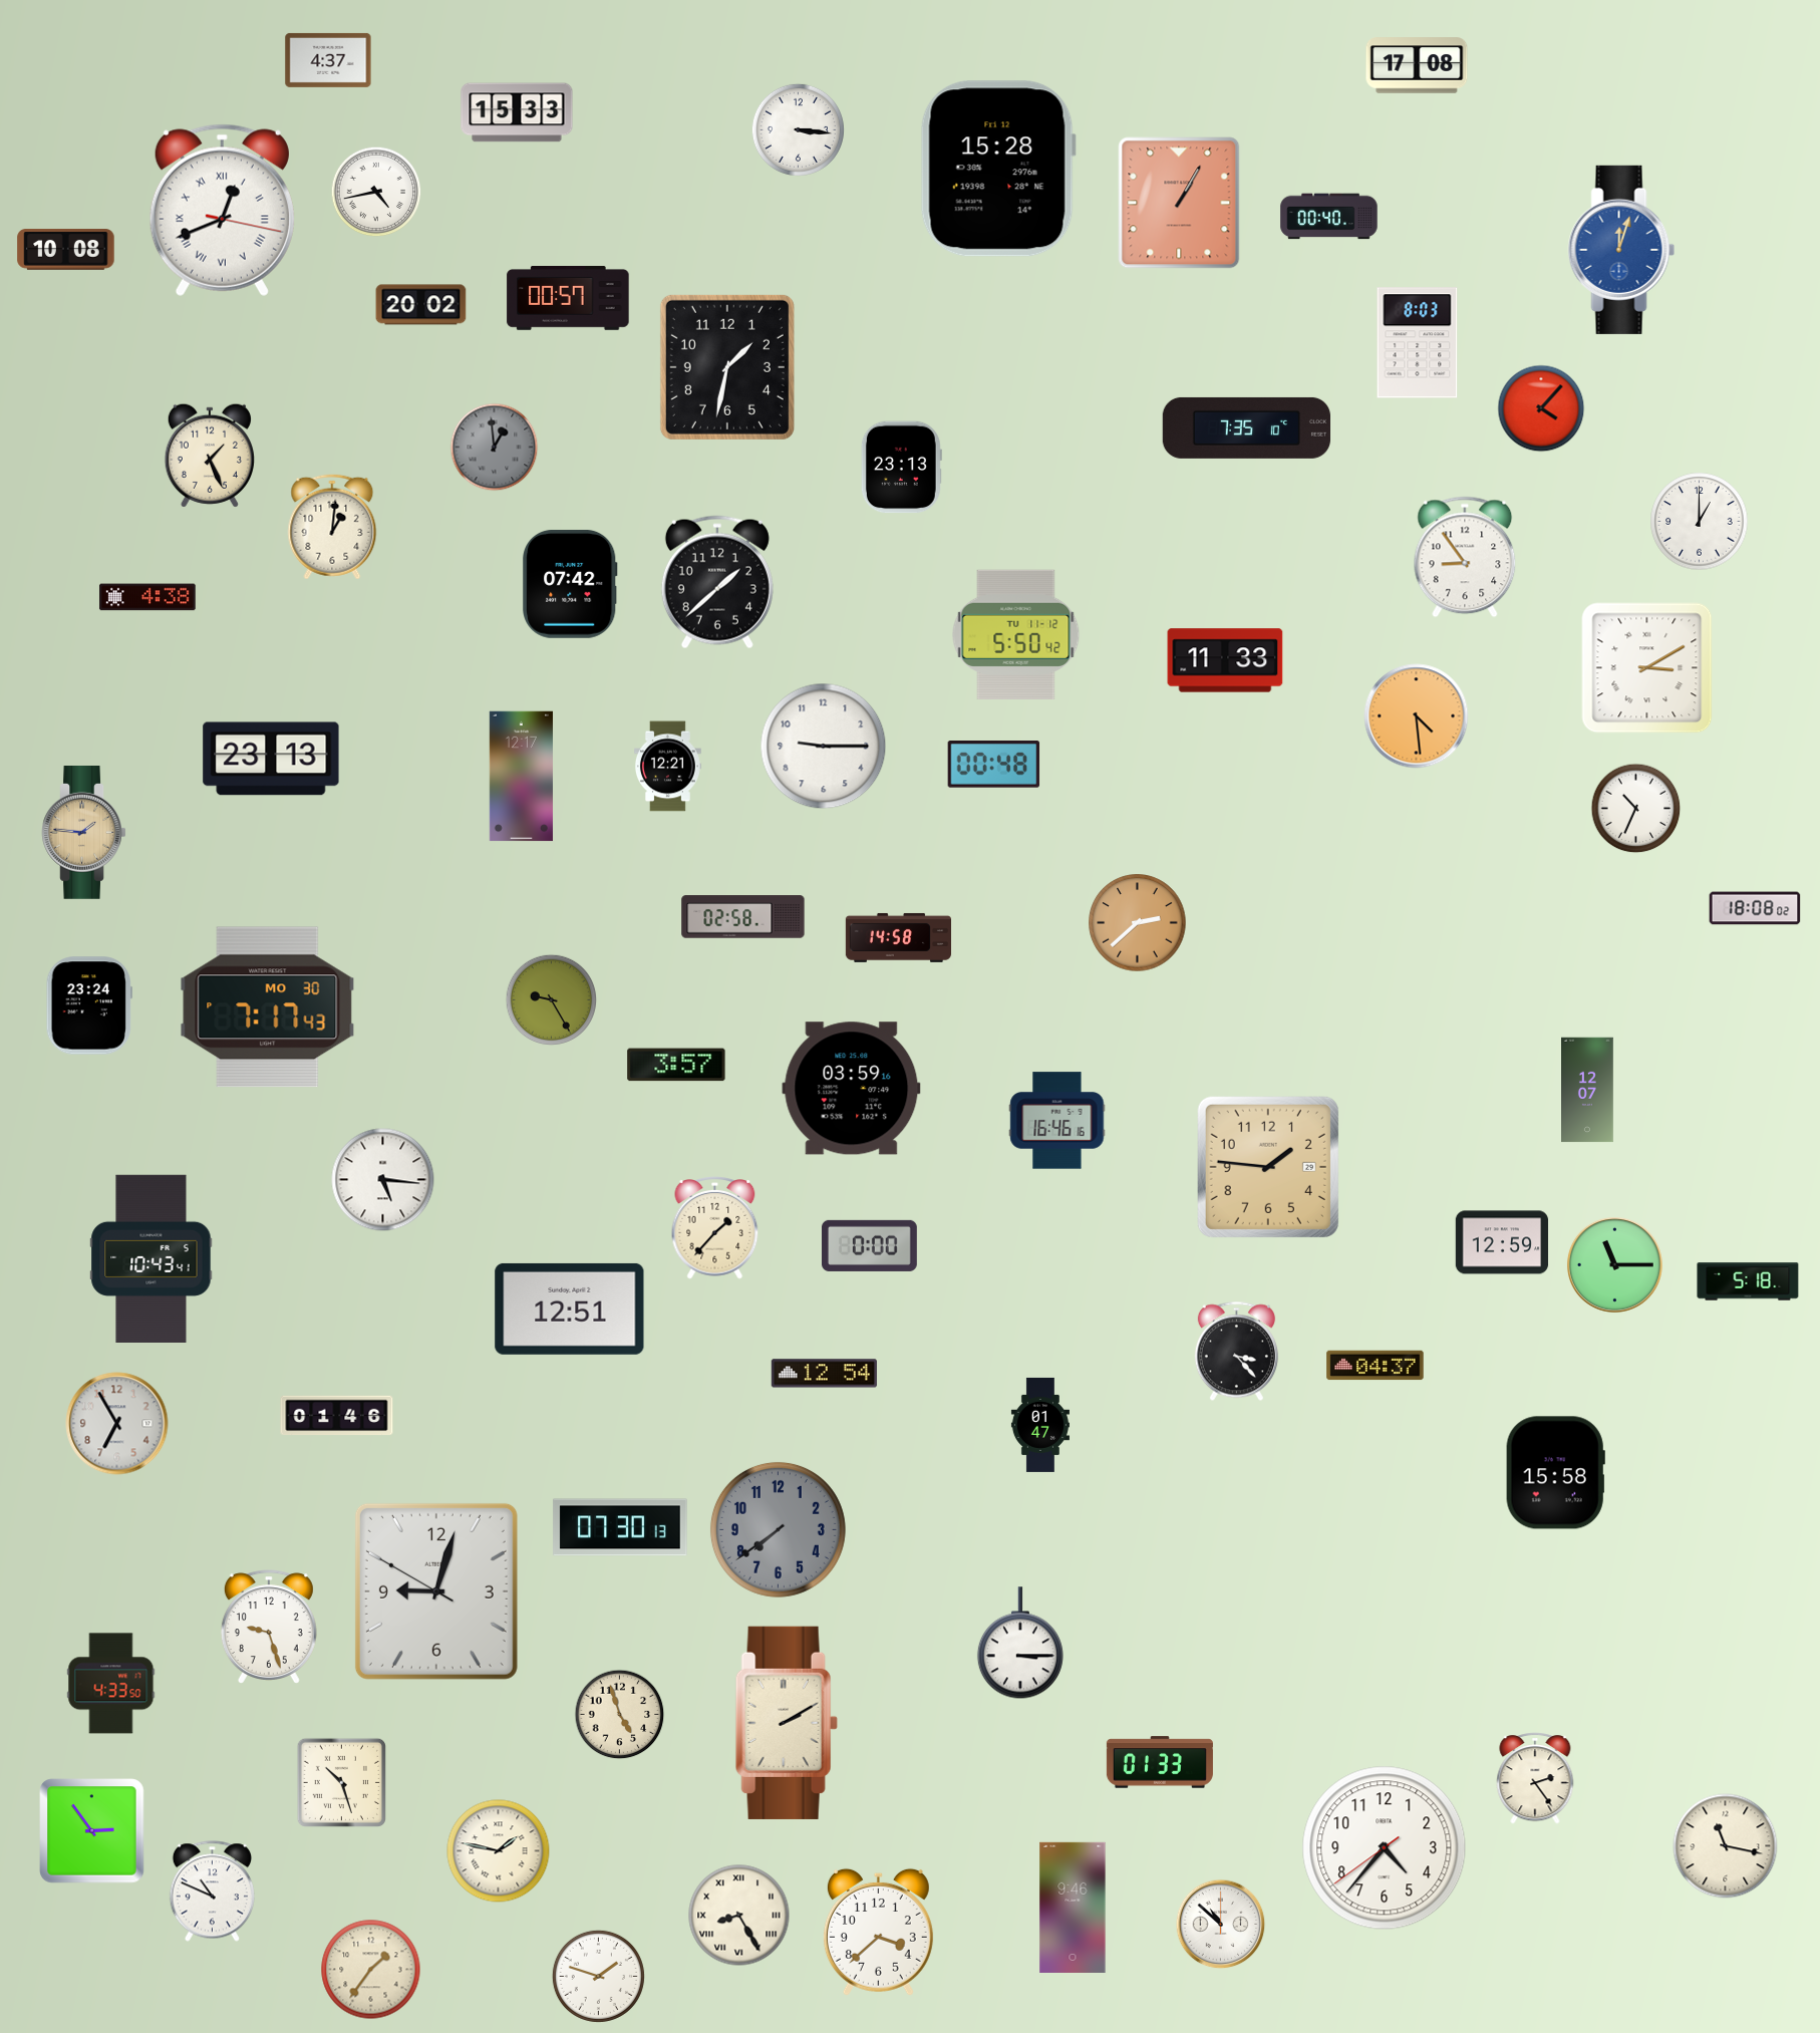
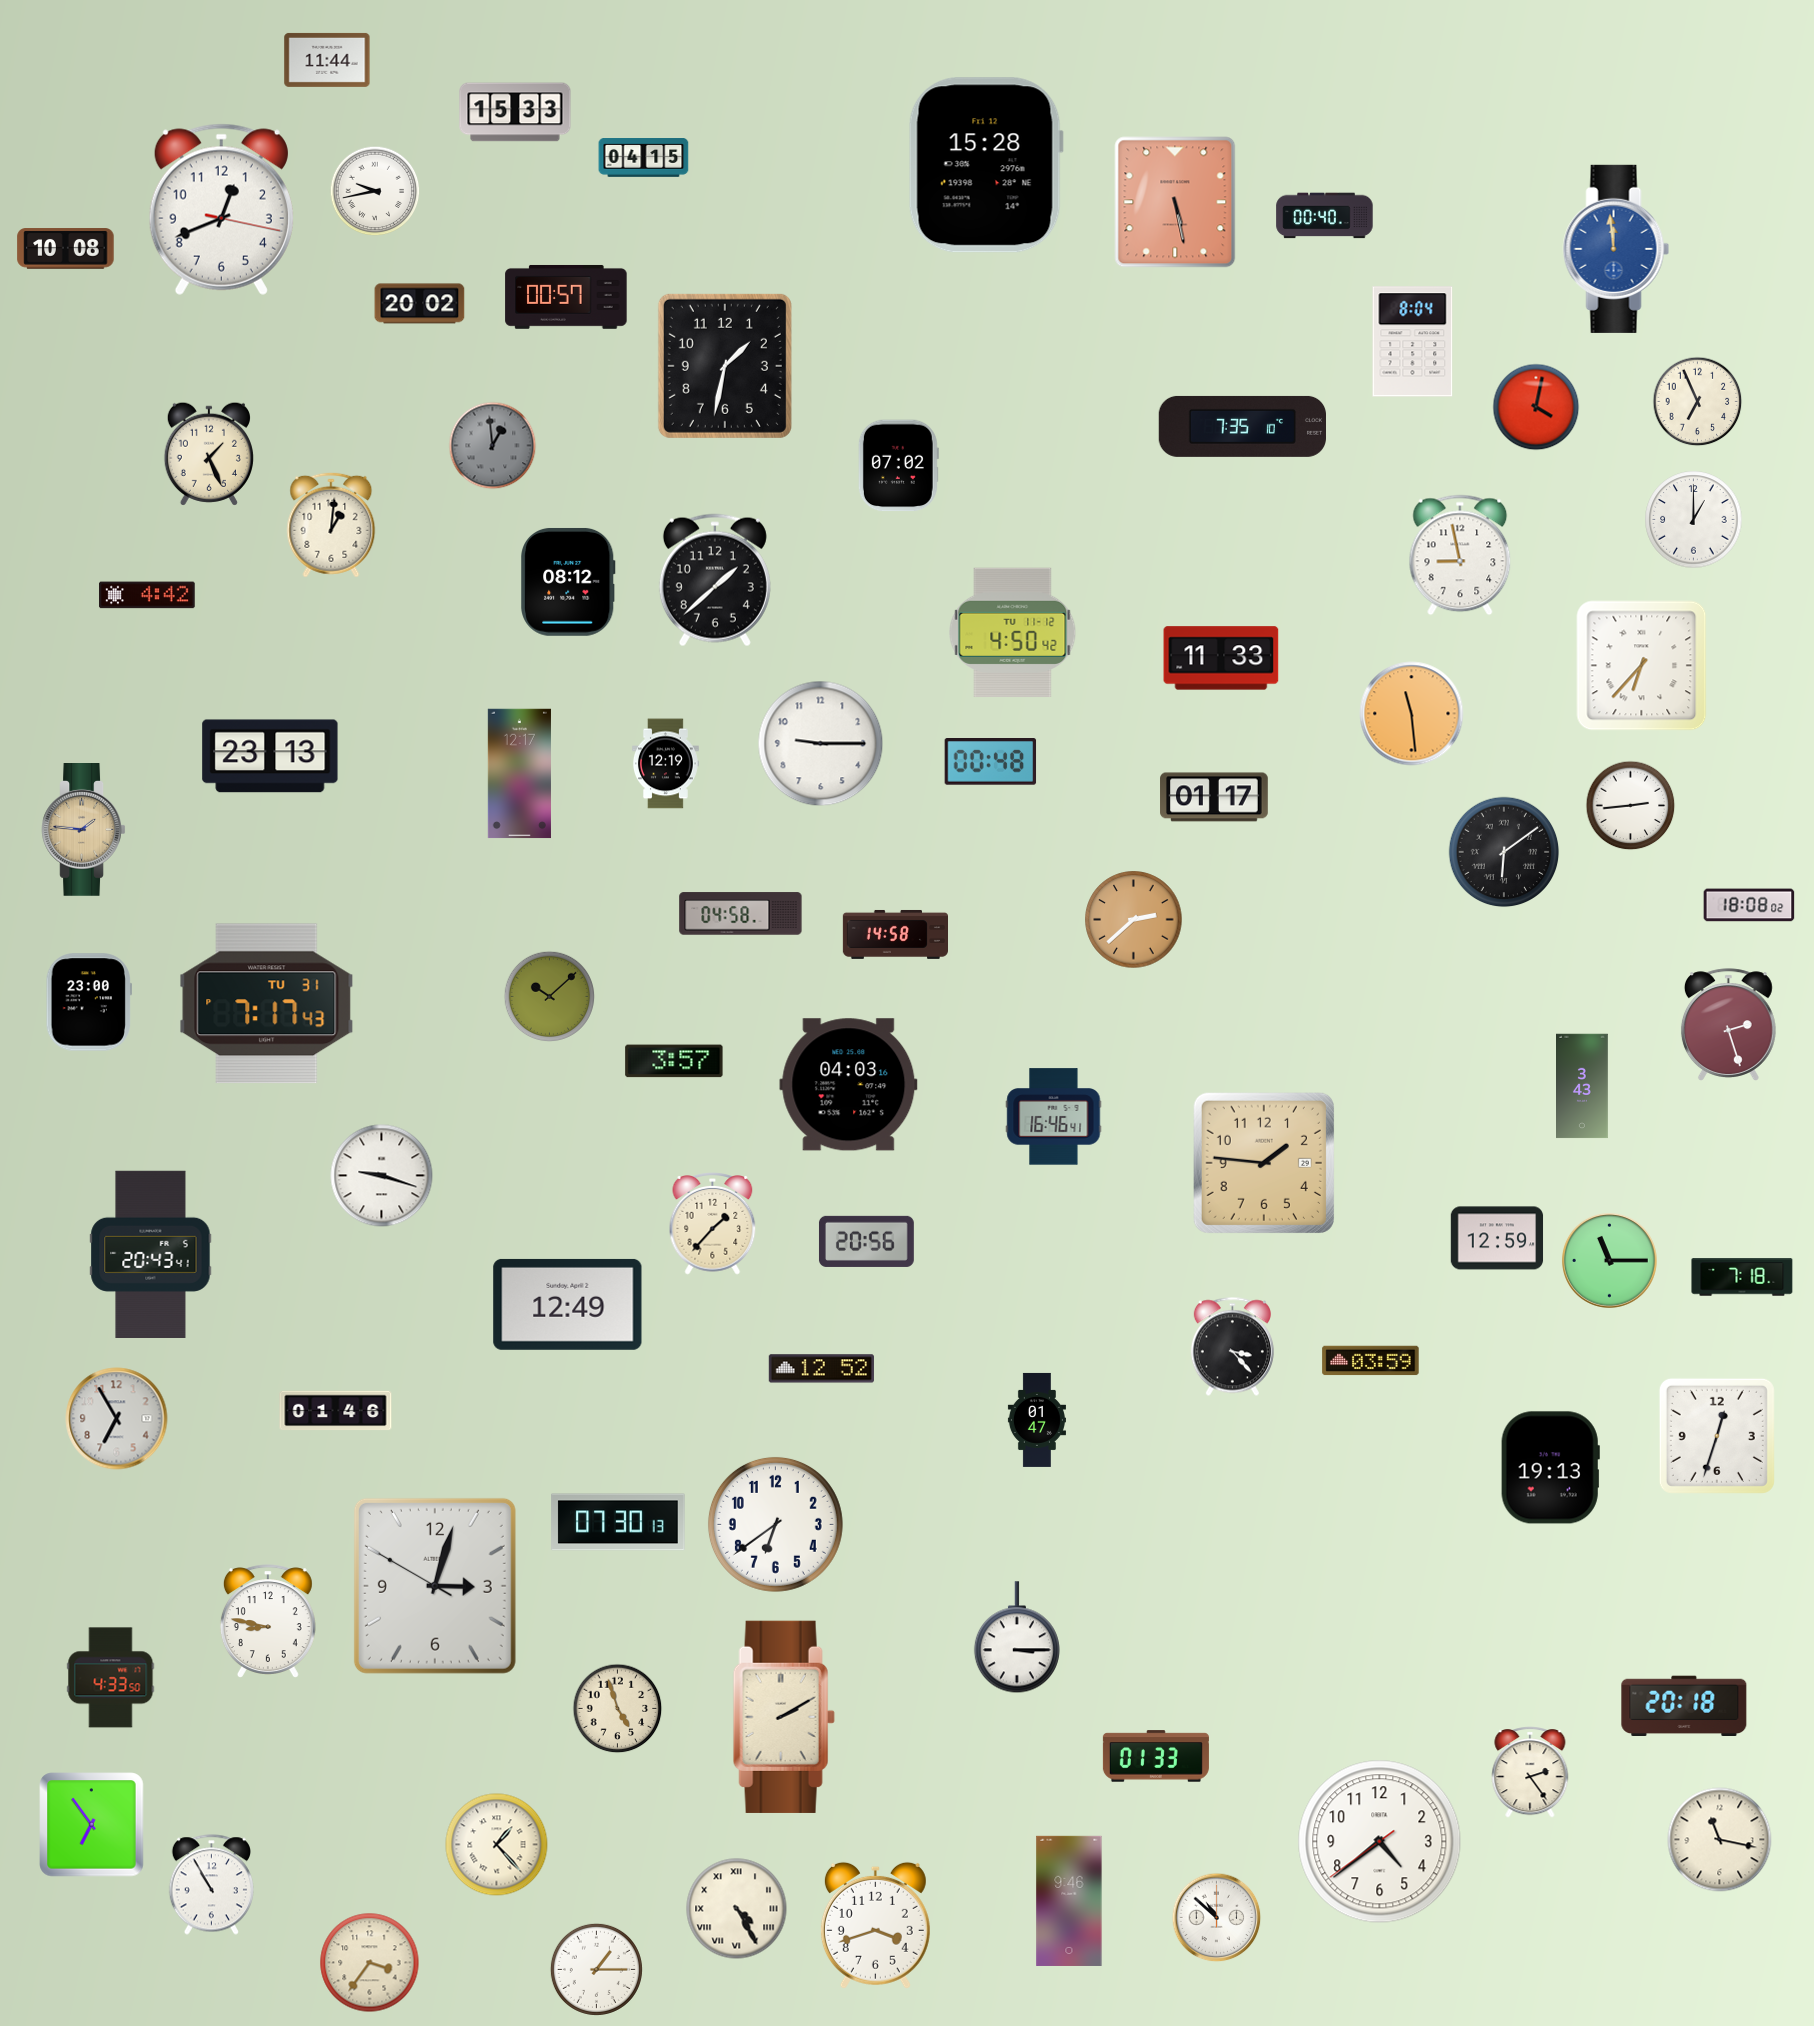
clock at (328, 60): 4:37 -> 11:44
clock at (1417, 65): 17:08 -> none
clock at (798, 129): 3:16 -> none
clock at (644, 158): none -> 04:15
clock at (998, 169) position: (998, 169) -> (986, 165)
clock at (376, 192): 4:43 -> 9:43
clock at (1179, 203): 1:05 -> 5:28
clock at (222, 210) numerals: Roman -> Arabic
clock at (1621, 250): 12:03 -> 11:59
clock at (1418, 343): 8:03 -> 8:04
clock at (1698, 402): none -> 6:56
clock at (1541, 408): 4:07 -> 4:02
clock at (901, 468): 23:13 -> 07:02
clock at (1465, 557): 8:54 -> 8:58
clock at (571, 584): 07:42 -> 08:12
clock at (147, 597): 4:38 -> 4:42
clock at (1016, 635): 5:50 -> 4:50
clock at (1647, 668): 3:10 -> 6:37
clock at (1417, 716): 4:29 -> 11:29
clock at (667, 767): 12:21 -> 12:19
clock at (1214, 797): none -> 01:17
clock at (1636, 809): 10:34 -> 2:44
clock at (1504, 852): none -> 6:09
clock at (743, 917): 02:58 -> 04:58
clock at (552, 1000): 9:25 -> 10:08
clock at (89, 1005): 23:24 -> 23:00
clock at (268, 1007) date: MO 30 -> TU 31
clock at (1728, 1025): none -> 2:27
clock at (852, 1089): 03:59 -> 04:03
clock at (1588, 1090): 12:07 -> 3:43
clock at (1057, 1121): 16:46:16 -> 16:46:41
clock at (383, 1180): 5:16 -> 9:18
clock at (869, 1245): 0:00 -> 20:56
clock at (151, 1258): 10:43 -> 20:43
clock at (1748, 1281): 5:18 -> 7:18
clock at (570, 1309): 12:51 -> 12:49
clock at (1376, 1366): 04:37 -> 03:59
clock at (824, 1374): 12:54 -> 12:52
clock at (1717, 1436): none -> 12:33
clock at (1555, 1473): 15:58 -> 19:13
clock at (778, 1529): 7:39 -> 6:39
clock at (778, 1529) dial: grey -> white
clock at (436, 1591): 9:02 -> 3:02
clock at (269, 1627): 9:27 -> 8:47
clock at (1684, 1705): none -> 20:18
clock at (341, 1782): 10:27 -> none
clock at (92, 1831): 2:54 -> 6:54
clock at (1385, 1848): 4:36 -> 4:38
clock at (499, 1851): 1:47 -> 1:23
clock at (212, 1892): 10:49 -> 10:55
clock at (739, 1916): 8:25 -> 4:25
clock at (878, 1932): 3:38 -> 3:42
clock at (371, 1970): 1:36 -> 3:36
clock at (598, 1976): 1:48 -> 1:15
